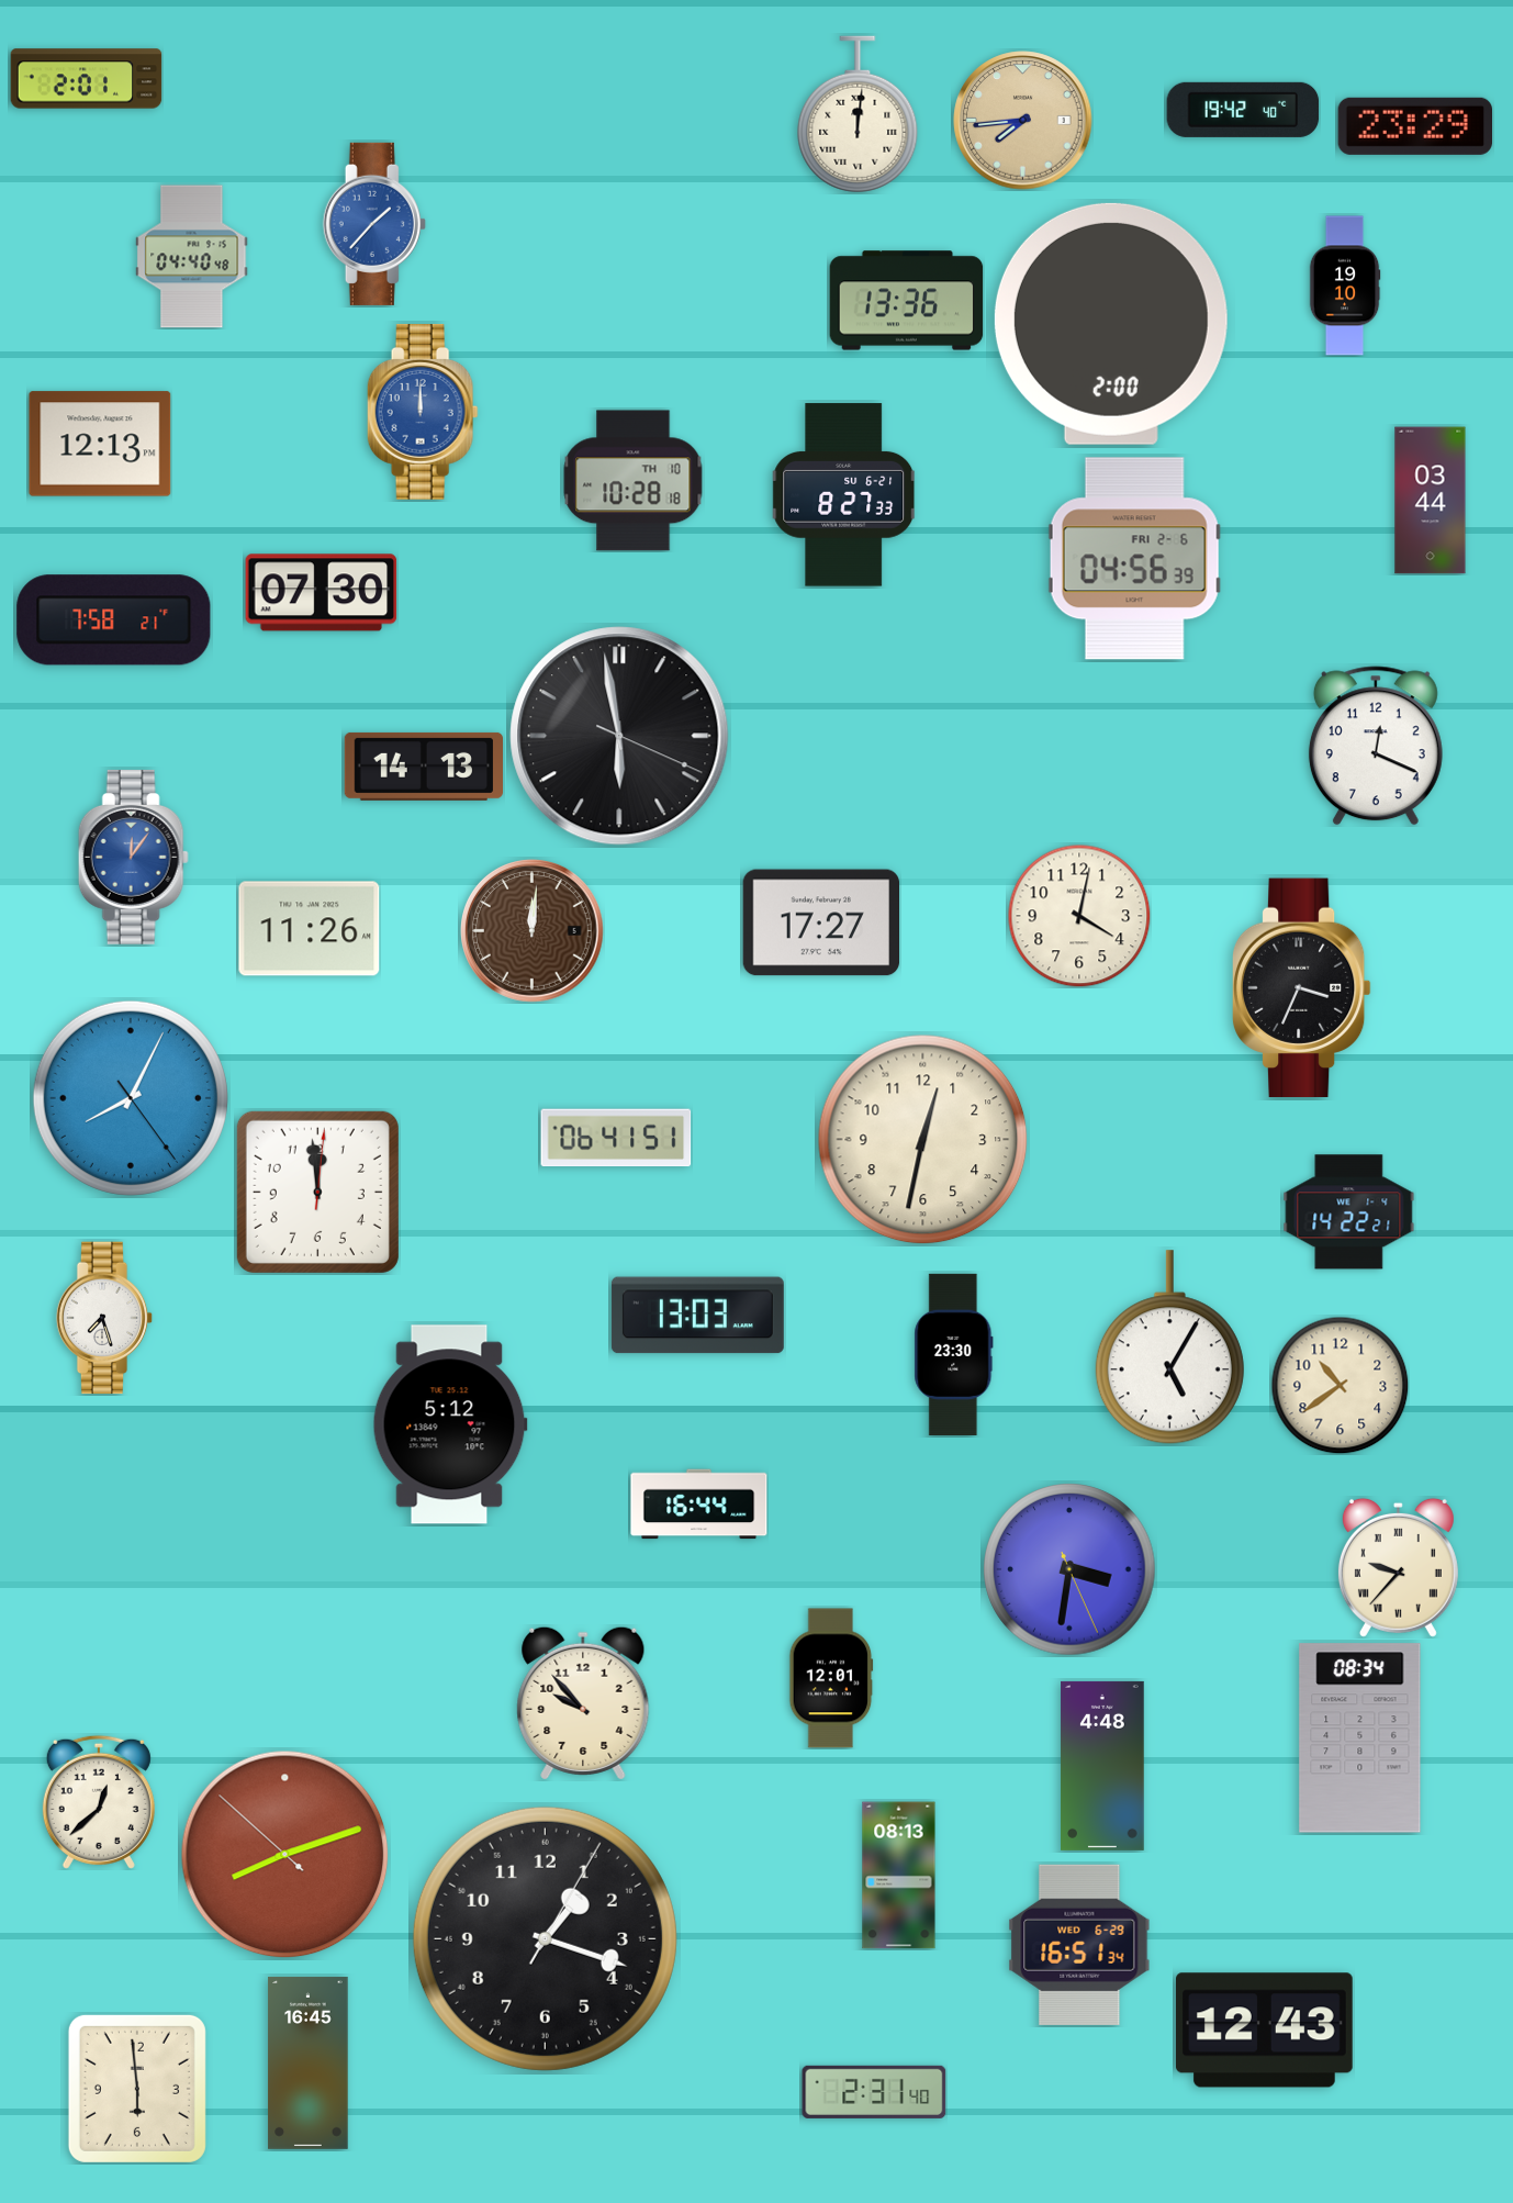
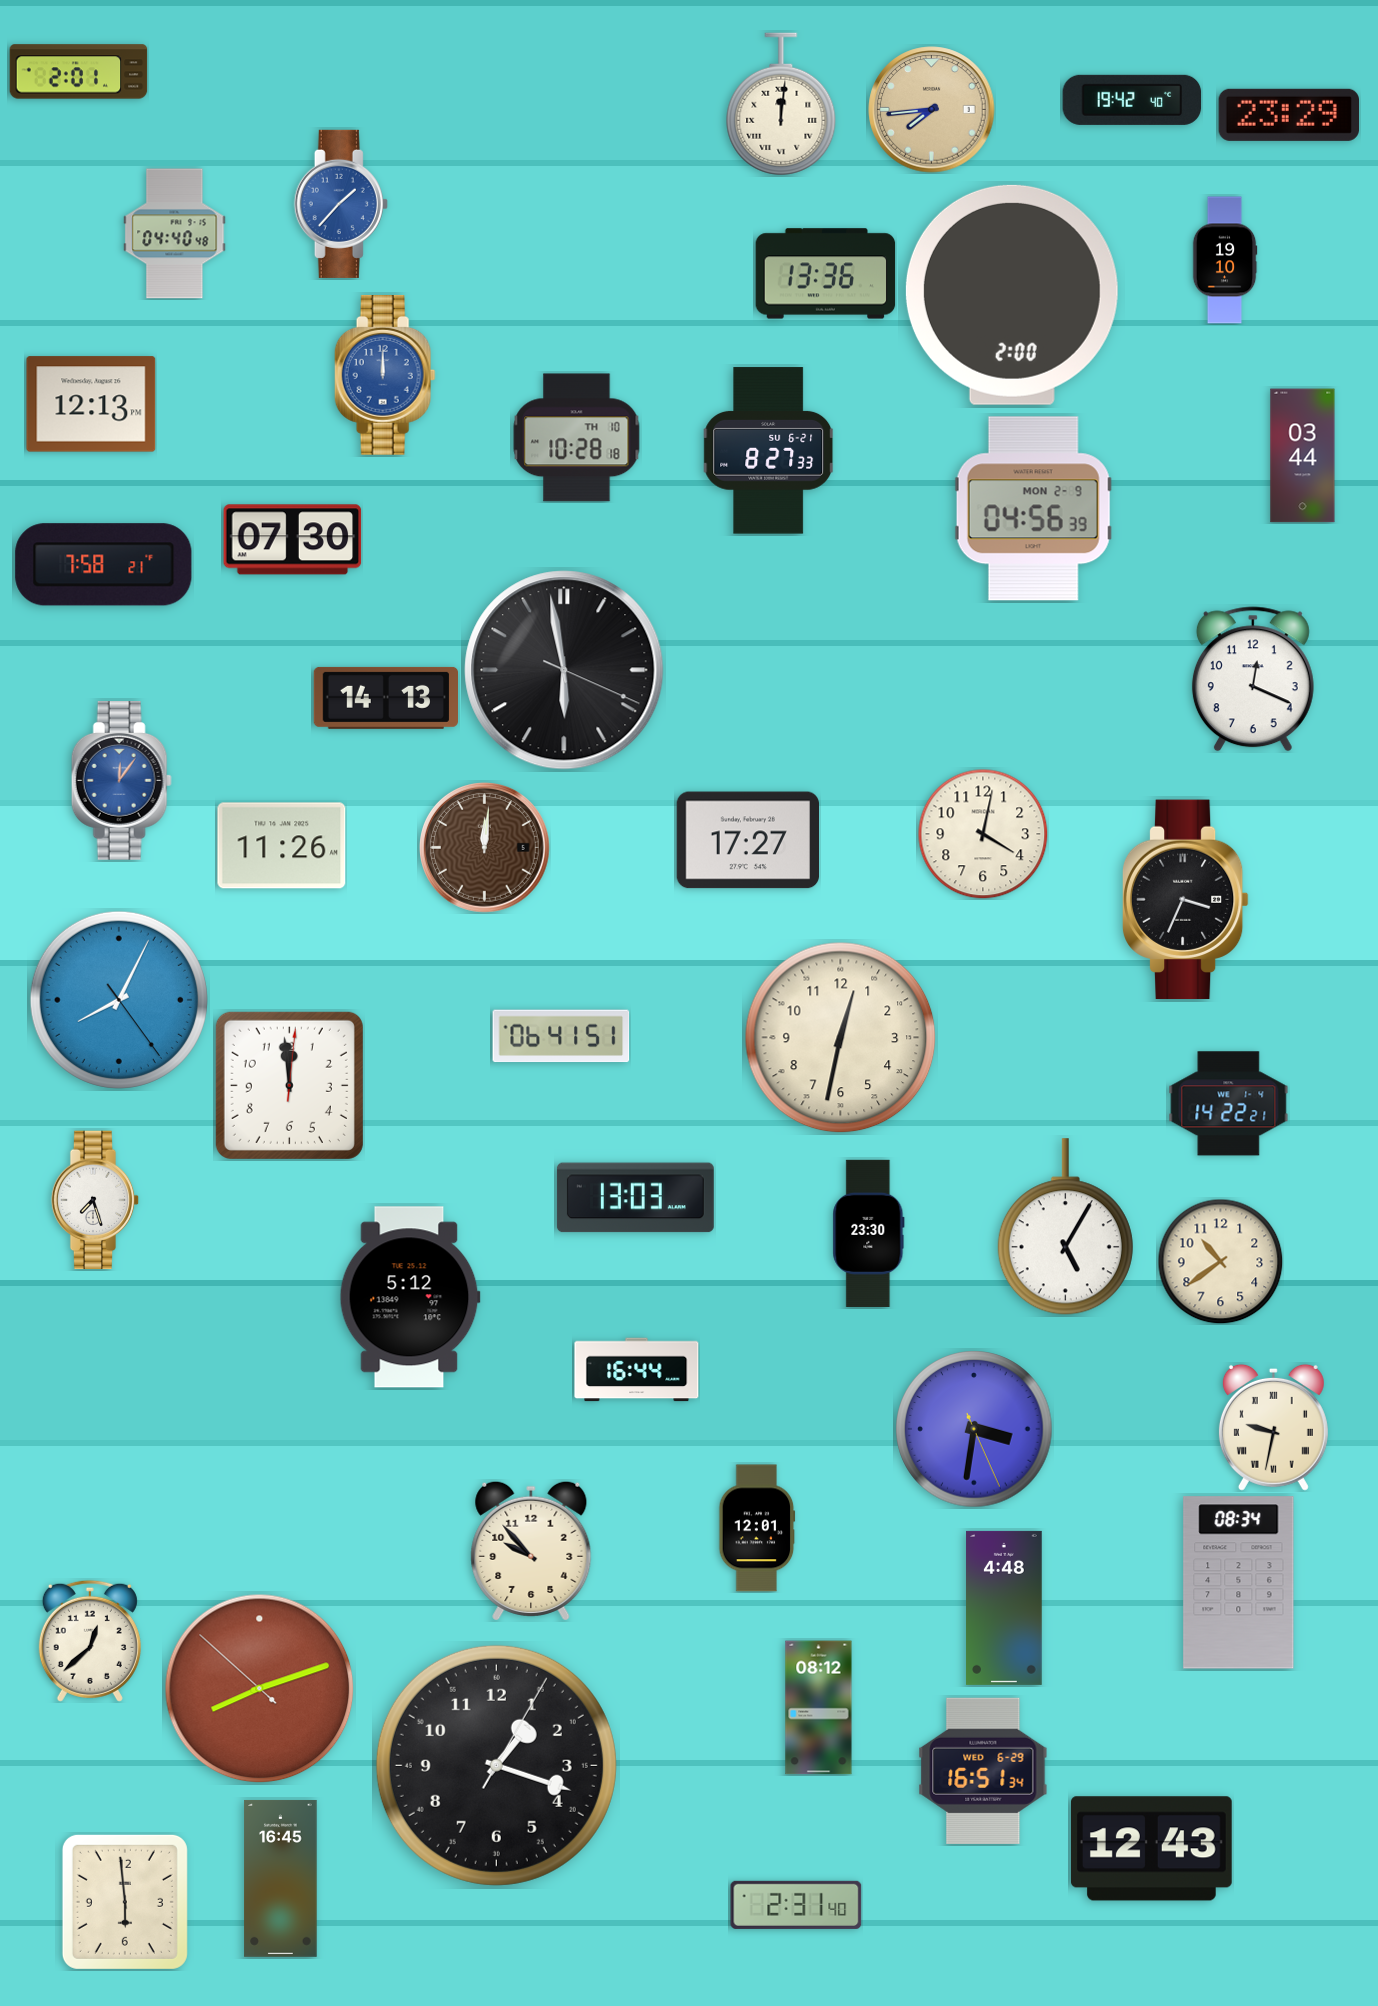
clock at (1134, 559) date: FRI 2-6 -> MON 2-9
clock at (1398, 1567): 9:37 -> 9:32
clock at (899, 1876): 08:13 -> 08:12
